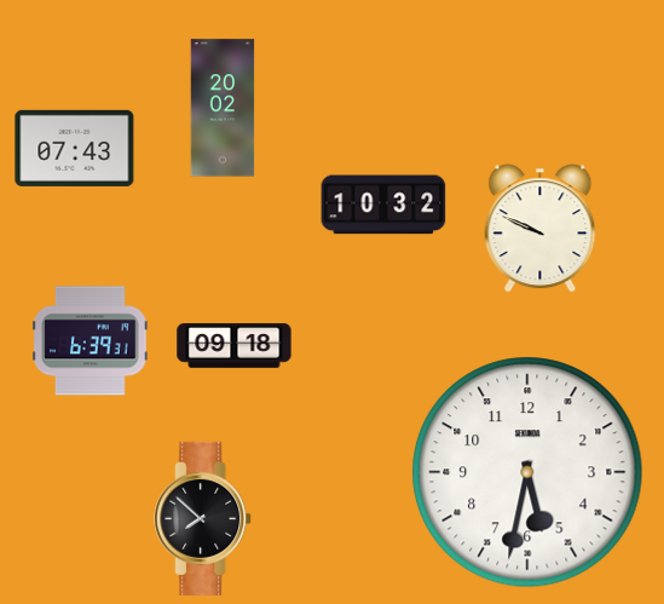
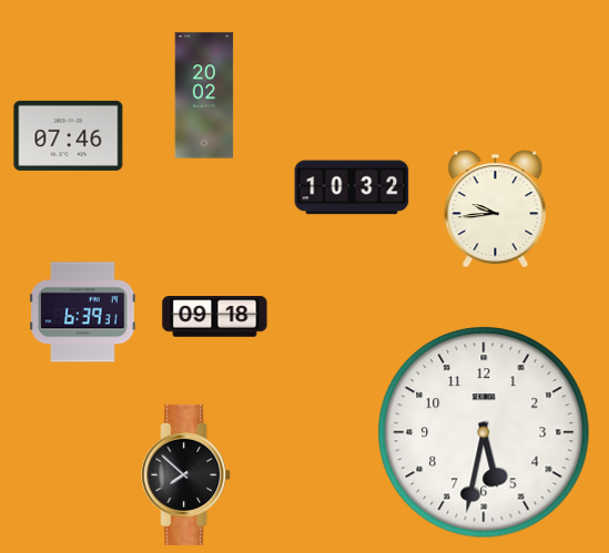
clock at (223, 108) position: (223, 108) -> (204, 95)
clock at (75, 148): 07:43 -> 07:46
clock at (541, 229): 9:49 -> 9:44
